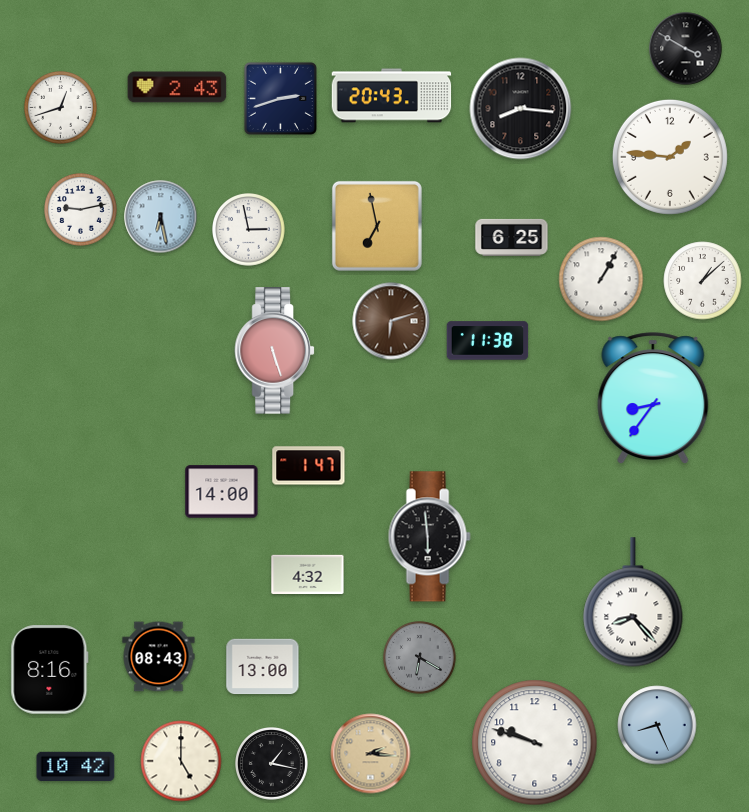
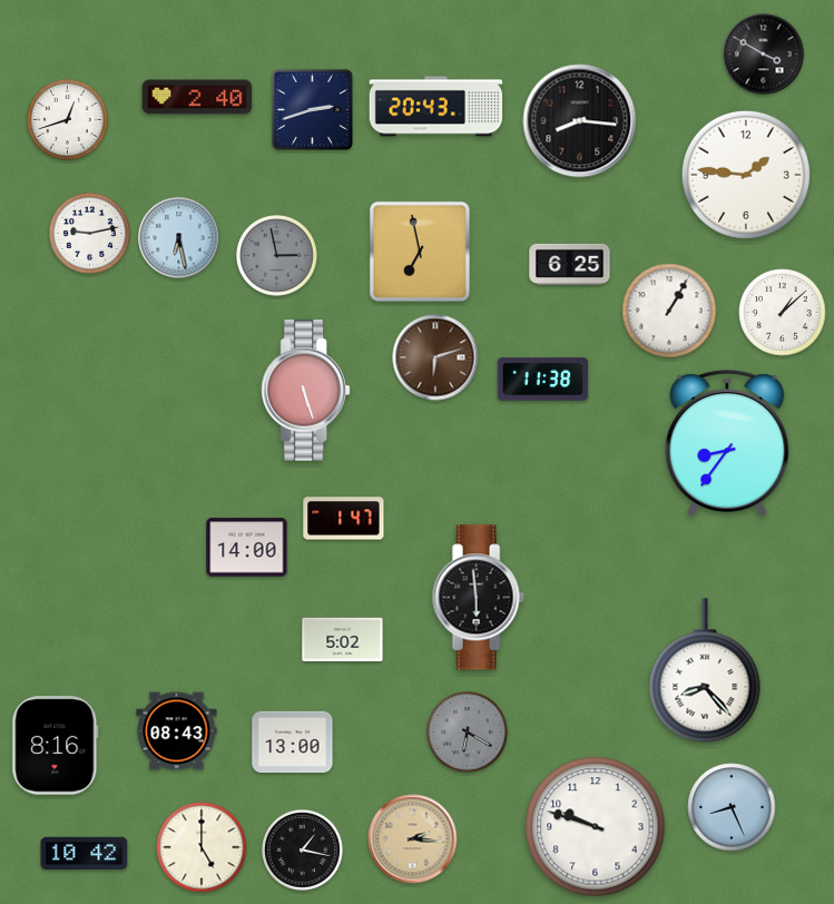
clock at (177, 87): 2:43 -> 2:40
clock at (161, 217) position: (161, 217) -> (179, 238)
clock at (249, 230) dial: white -> grey
clock at (308, 574): 4:32 -> 5:02
